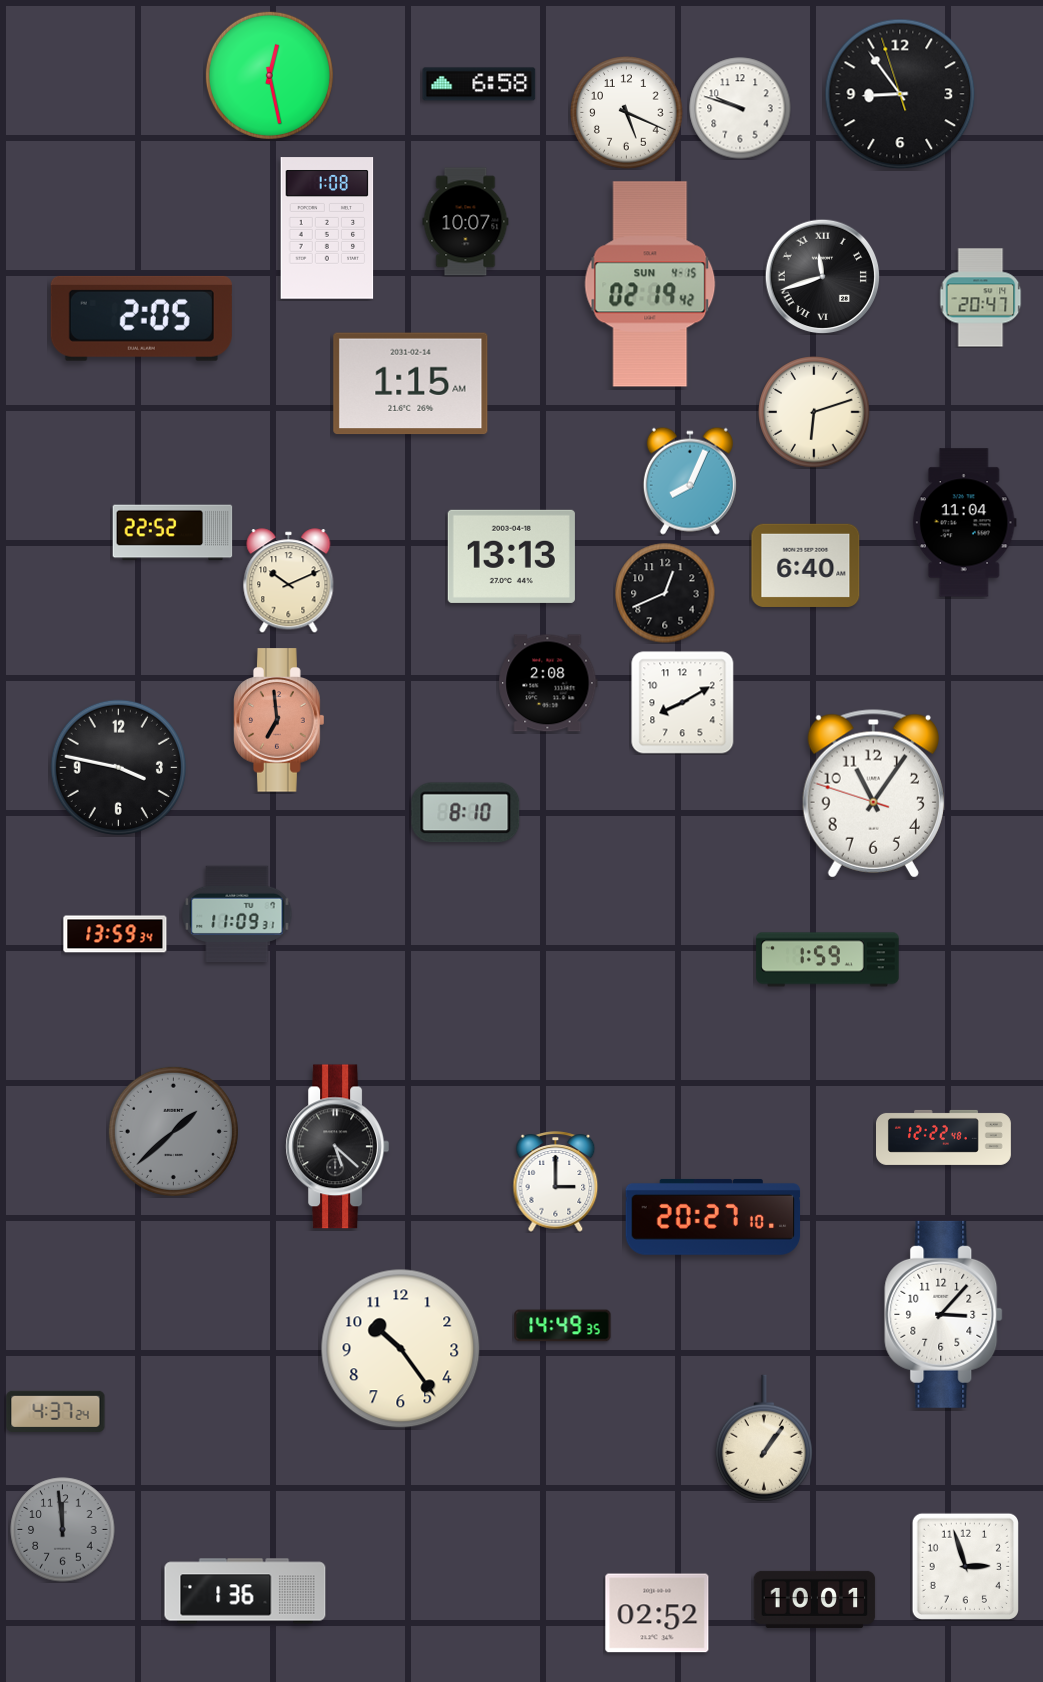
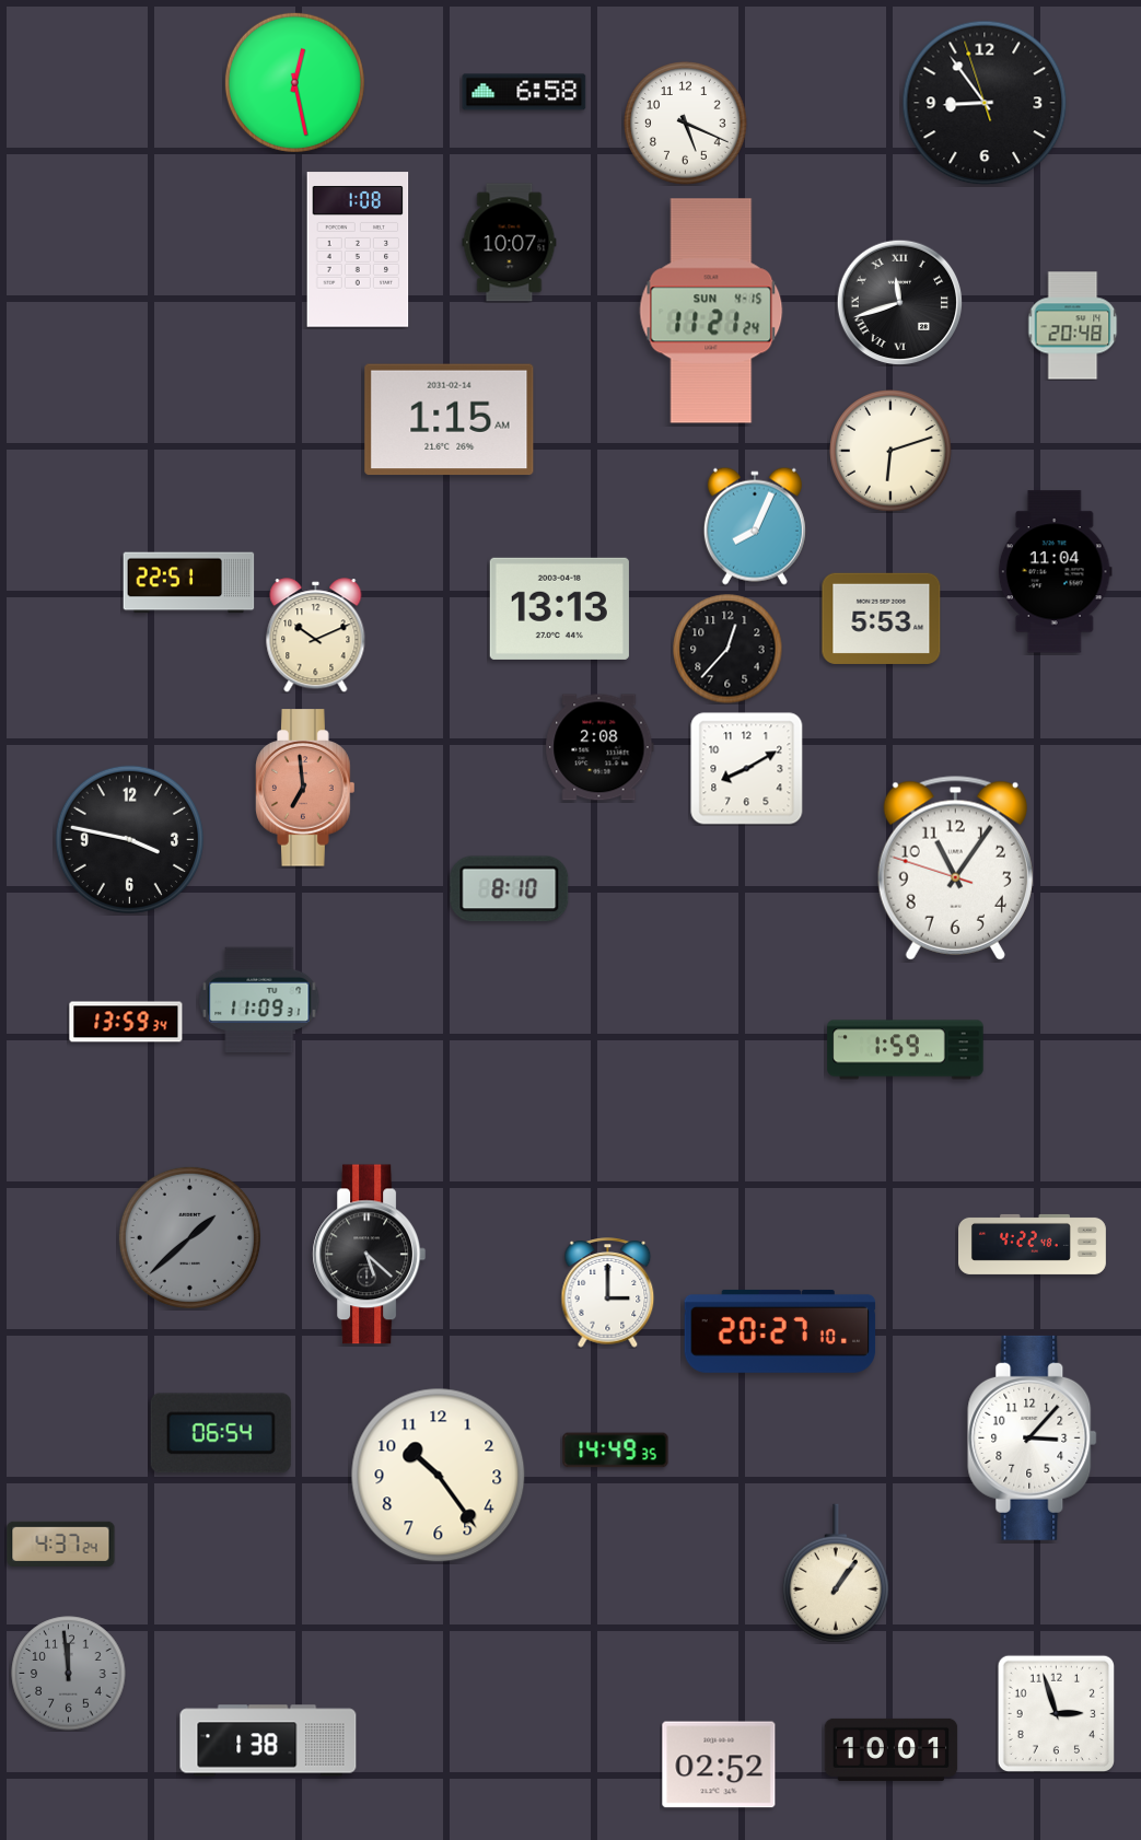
clock at (740, 108): 9:48 -> none
clock at (650, 284): 02:19 -> 11:21
clock at (981, 298): 20:47 -> 20:48
clock at (141, 318): 2:05 -> none
clock at (173, 533): 22:52 -> 22:51
clock at (806, 565): 6:40 -> 5:53
clock at (665, 593): 12:41 -> 12:37
clock at (944, 1137): 12:22 -> 4:22
clock at (221, 1433): none -> 06:54
clock at (245, 1591): 1:36 -> 1:38
